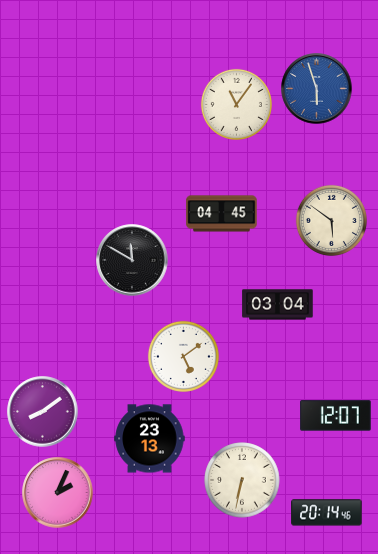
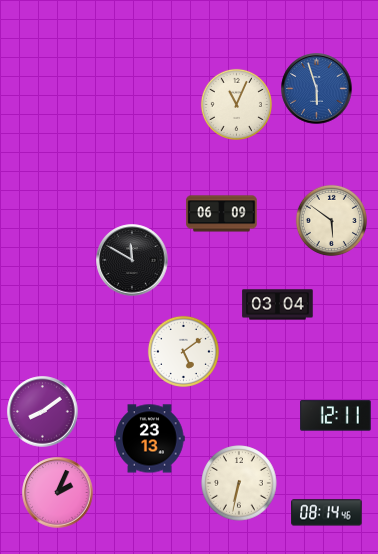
clock at (236, 104): 11:06 -> 11:04
clock at (222, 214): 04:45 -> 06:09
clock at (183, 356) position: (183, 356) -> (183, 351)
clock at (336, 416): 12:07 -> 12:11
clock at (242, 480) position: (242, 480) -> (239, 483)
clock at (327, 513): 20:14 -> 08:14
